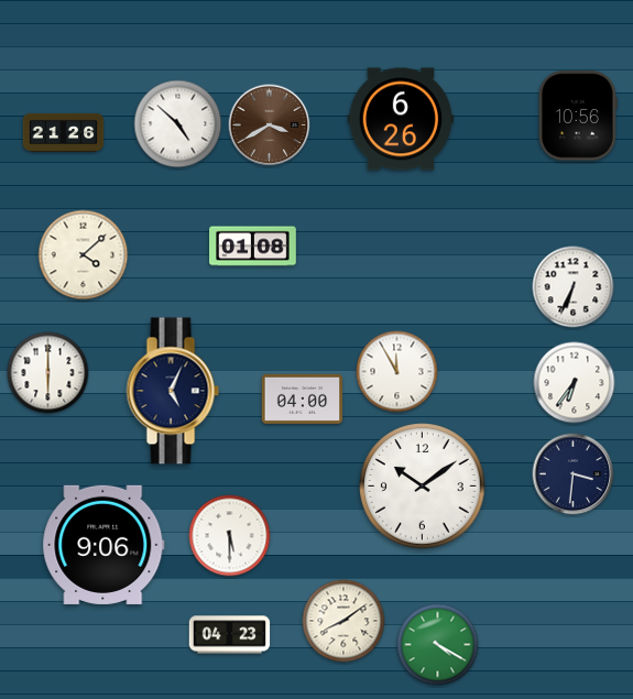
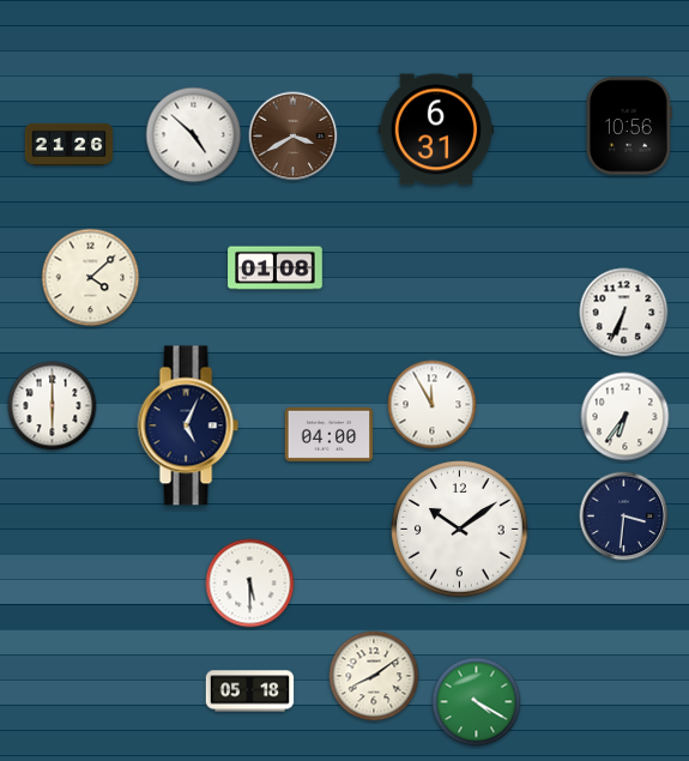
clock at (400, 119): 6:26 -> 6:31
clock at (103, 545): 9:06 -> none
clock at (230, 635): 04:23 -> 05:18
